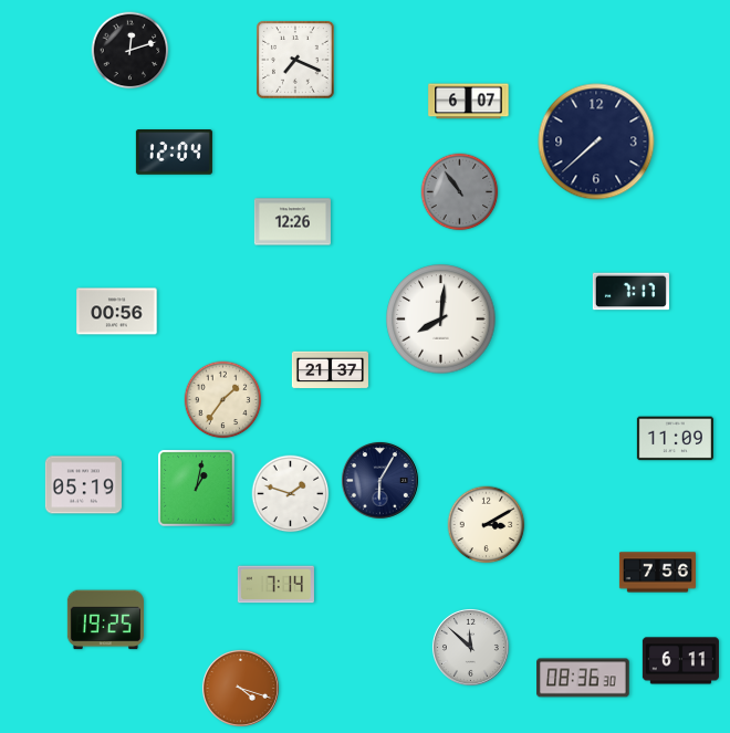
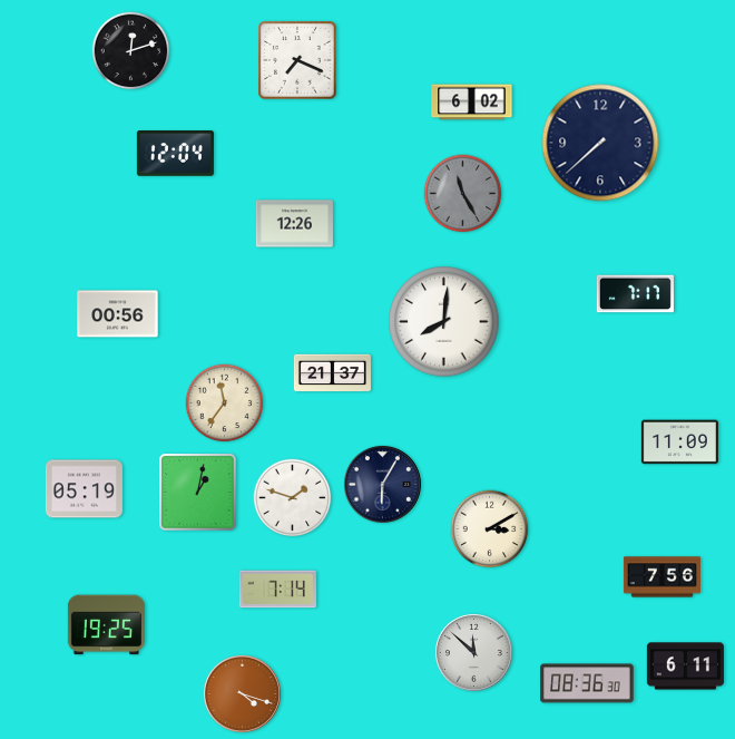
clock at (469, 102): 6:07 -> 6:02
clock at (460, 192): 10:54 -> 11:25
clock at (223, 400): 1:36 -> 11:36
